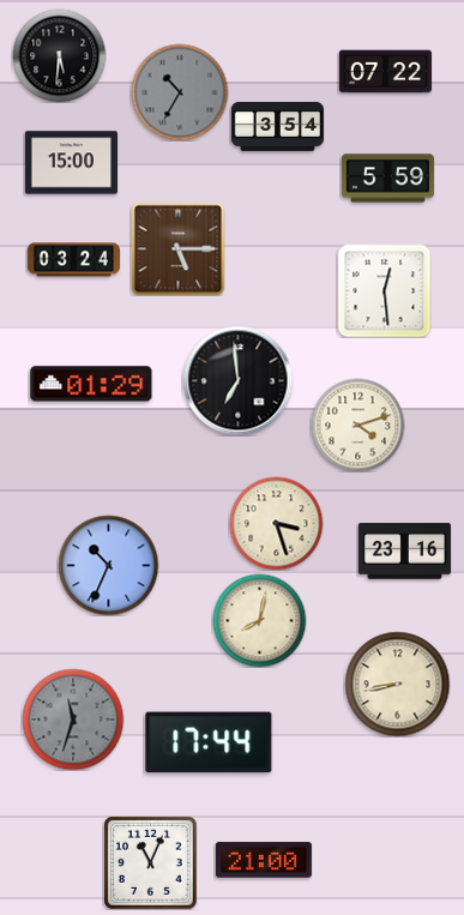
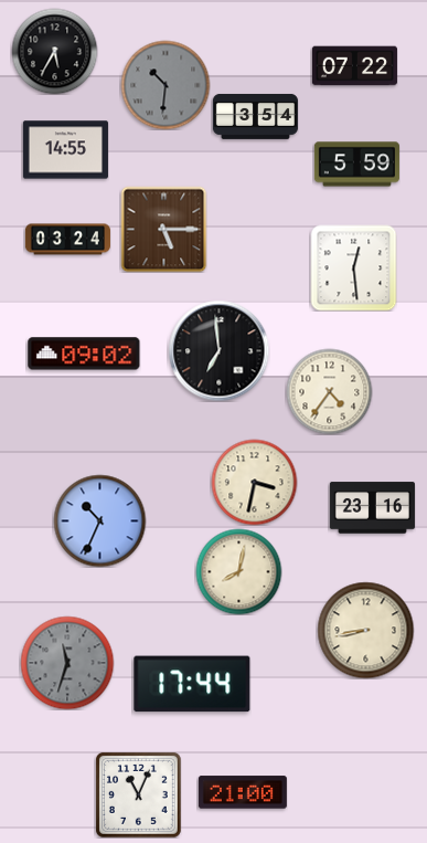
clock at (59, 55): 5:31 -> 5:35
clock at (180, 92): 10:35 -> 10:31
clock at (71, 163): 15:00 -> 14:55
clock at (91, 384): 01:29 -> 09:02
clock at (357, 425): 4:12 -> 4:36
clock at (276, 523): 3:27 -> 3:32
